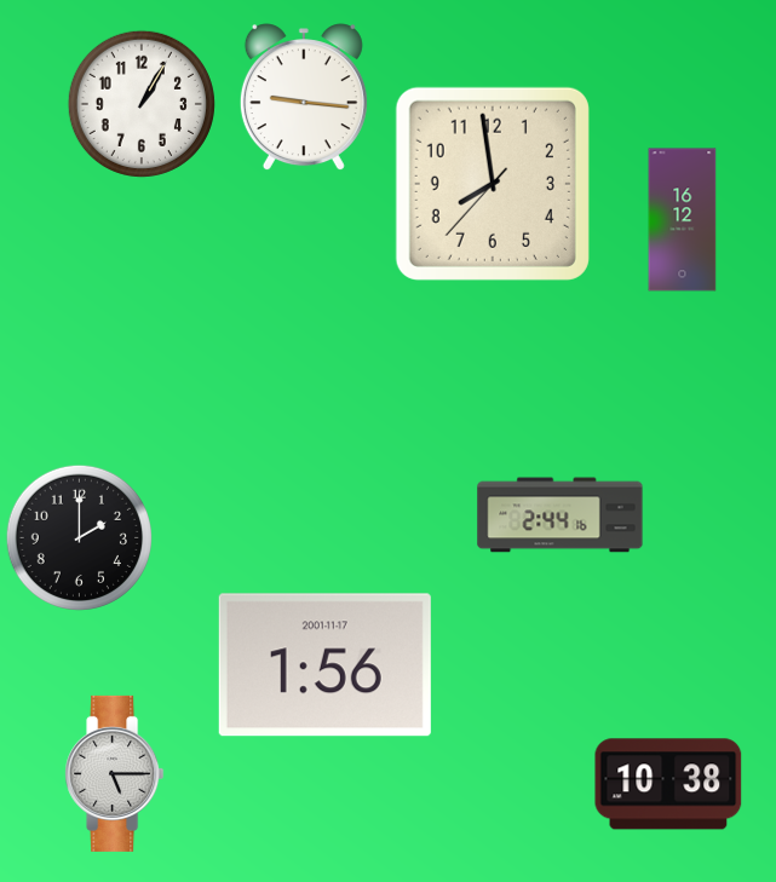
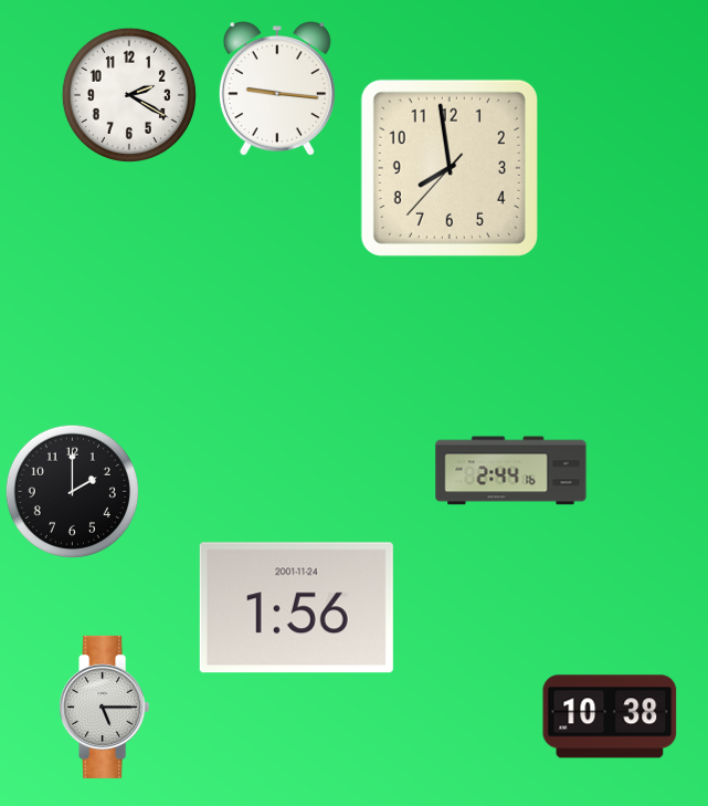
clock at (142, 104): 1:05 -> 2:20
clock at (683, 220): 16:12 -> none
clock at (324, 665) date: 2001-11-17 -> 2001-11-24
